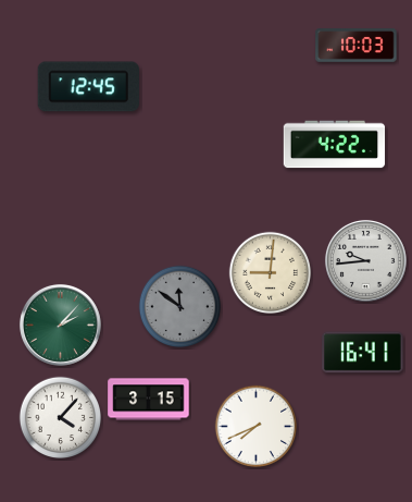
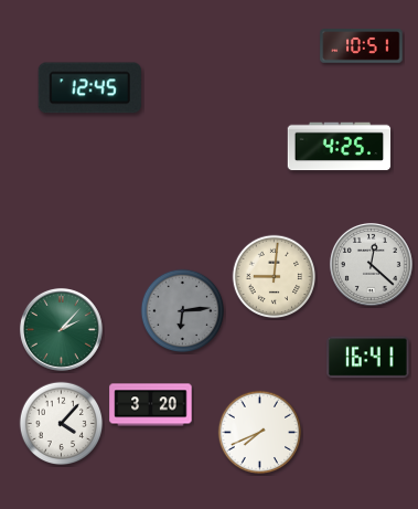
clock at (357, 46): 10:03 -> 10:51
clock at (335, 145): 4:22 -> 4:25
clock at (365, 260): 9:44 -> 12:22
clock at (180, 307): 11:51 -> 6:14
clock at (149, 400): 3:15 -> 3:20
